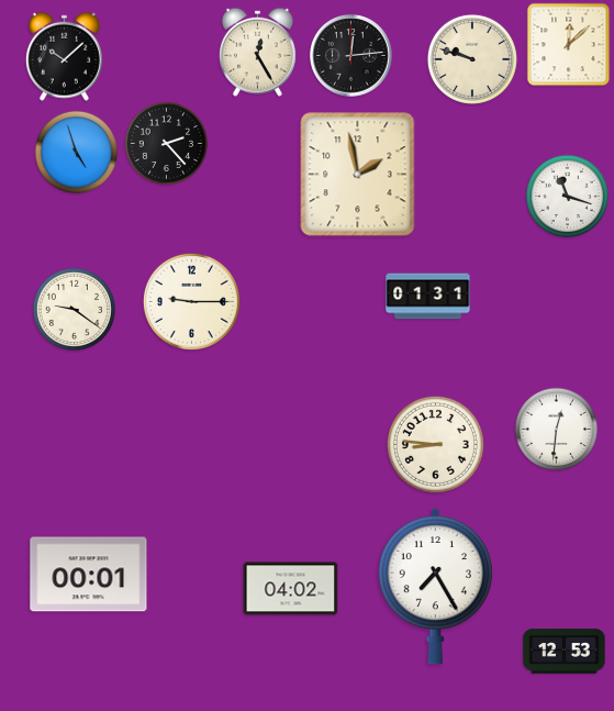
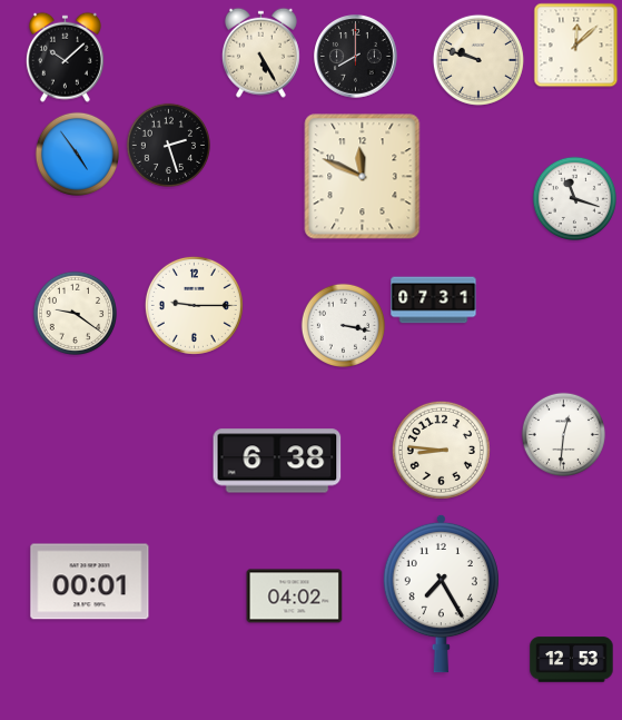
clock at (257, 52): 12:25 -> 5:25
clock at (351, 56): 12:14 -> 8:00
clock at (166, 143): 2:23 -> 2:27
clock at (76, 152): 4:57 -> 4:54
clock at (358, 175): 1:58 -> 11:49
clock at (428, 297): 01:31 -> 07:31
clock at (343, 325): none -> 3:17
clock at (277, 461): none -> 6:38
